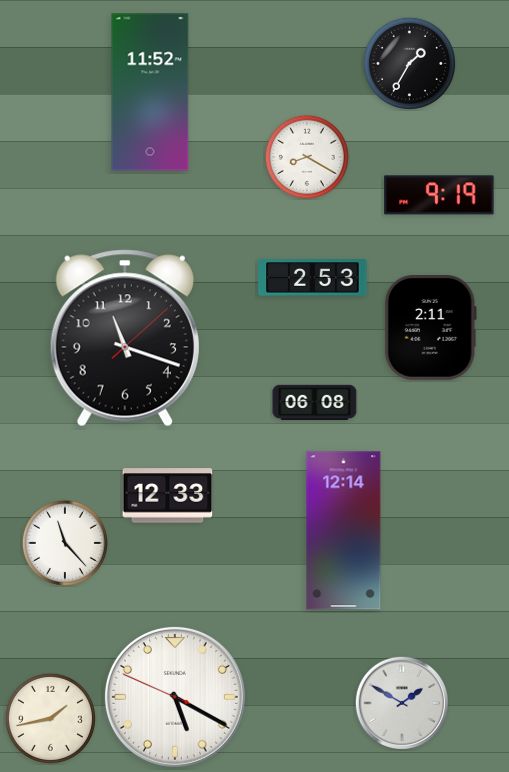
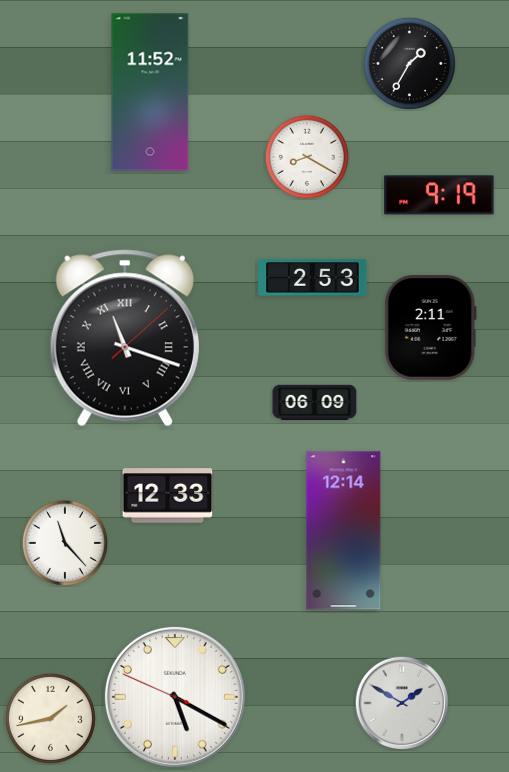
clock at (125, 338) numerals: Arabic -> Roman
clock at (315, 402): 06:08 -> 06:09
